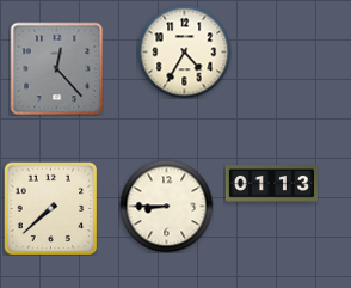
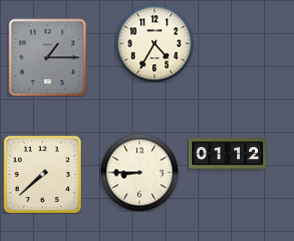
clock at (56, 68): 12:23 -> 1:15
clock at (271, 184): 01:13 -> 01:12
